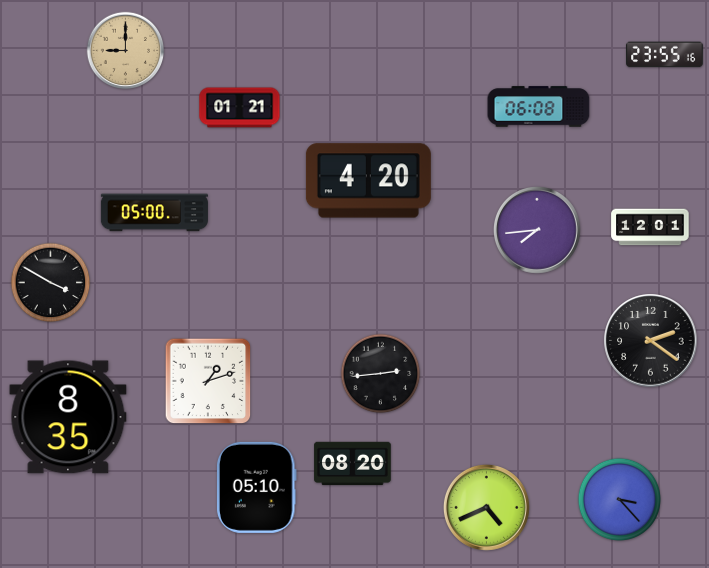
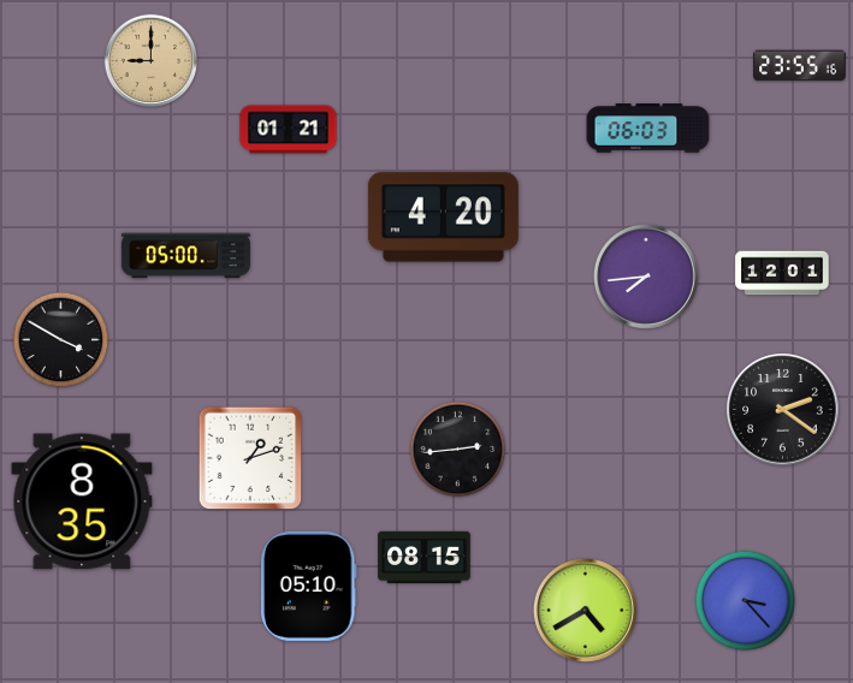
clock at (539, 107): 06:08 -> 06:03
clock at (353, 464): 08:20 -> 08:15
clock at (486, 507): 4:41 -> 4:40
